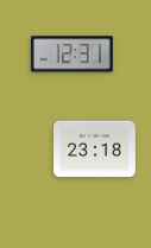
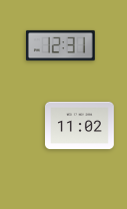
clock at (95, 150): 23:18 -> 11:02
